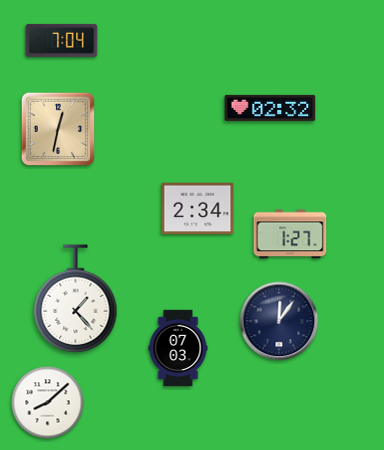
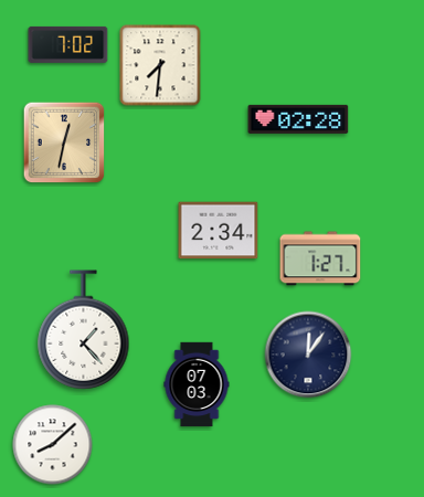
clock at (62, 40): 7:04 -> 7:02
clock at (160, 65): none -> 7:31
clock at (270, 108): 02:32 -> 02:28
